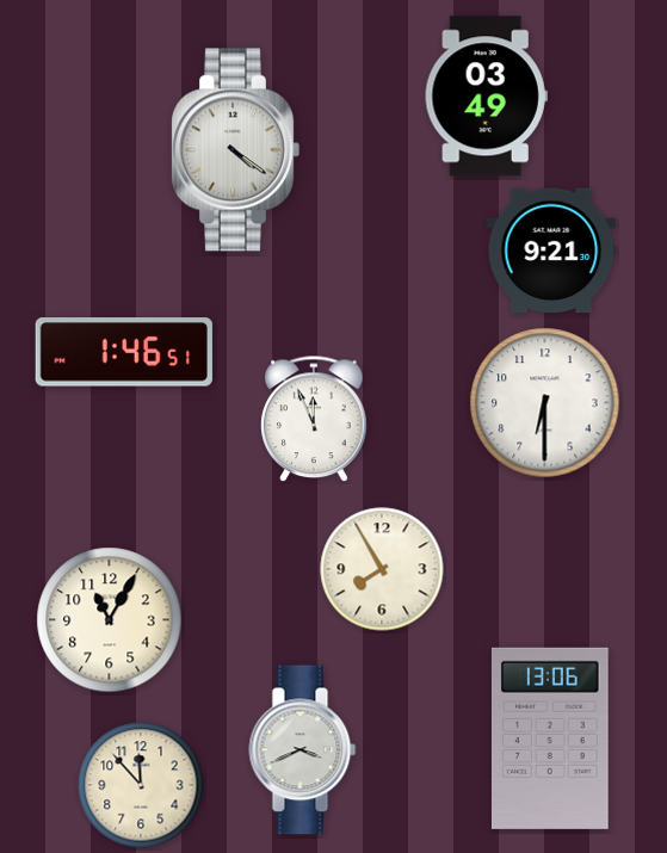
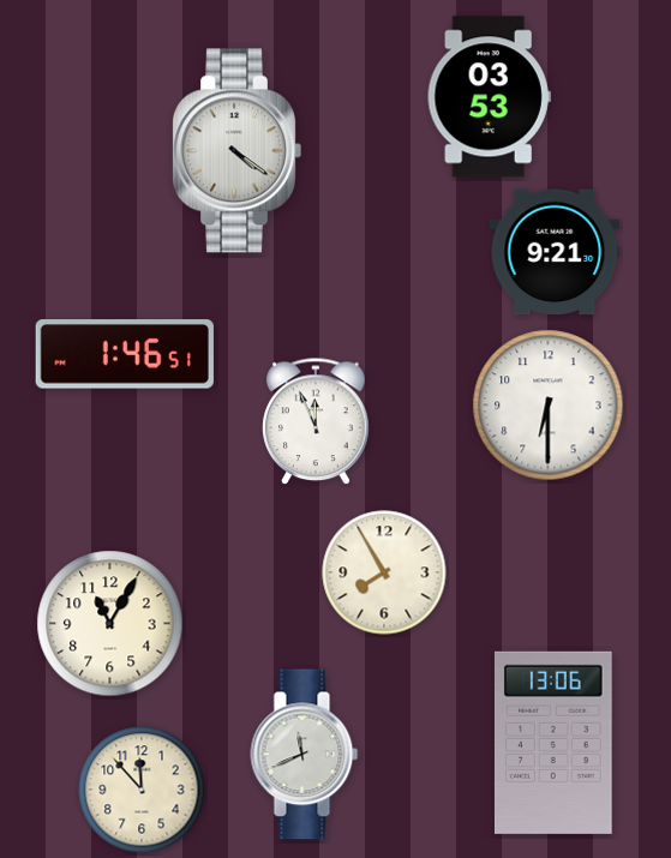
clock at (486, 97): 03:49 -> 03:53
clock at (303, 750): 3:41 -> 11:41
